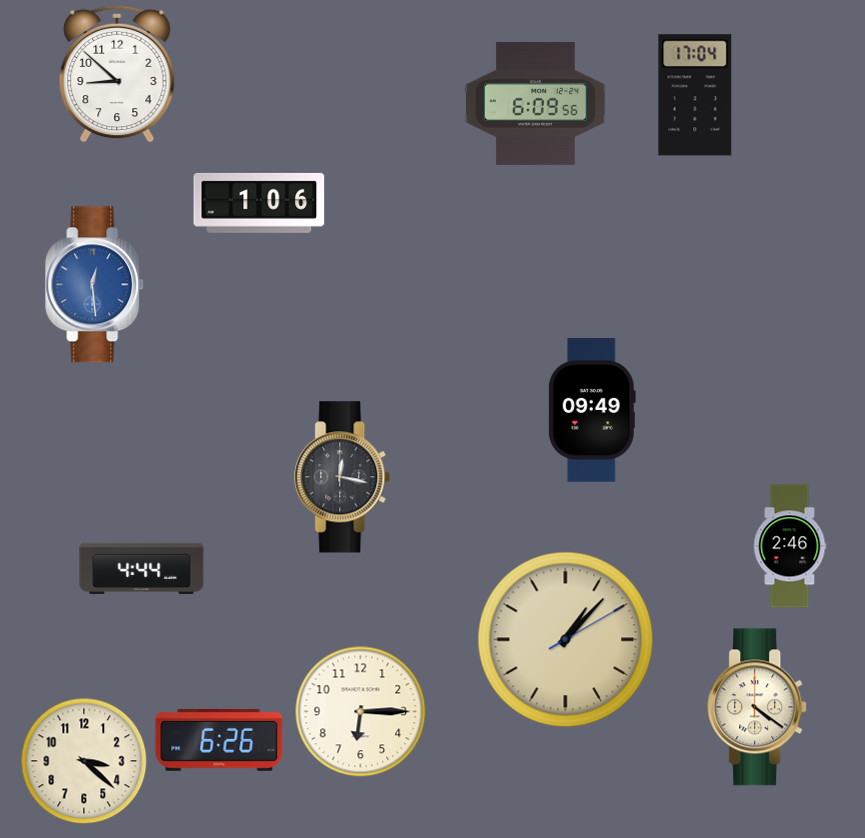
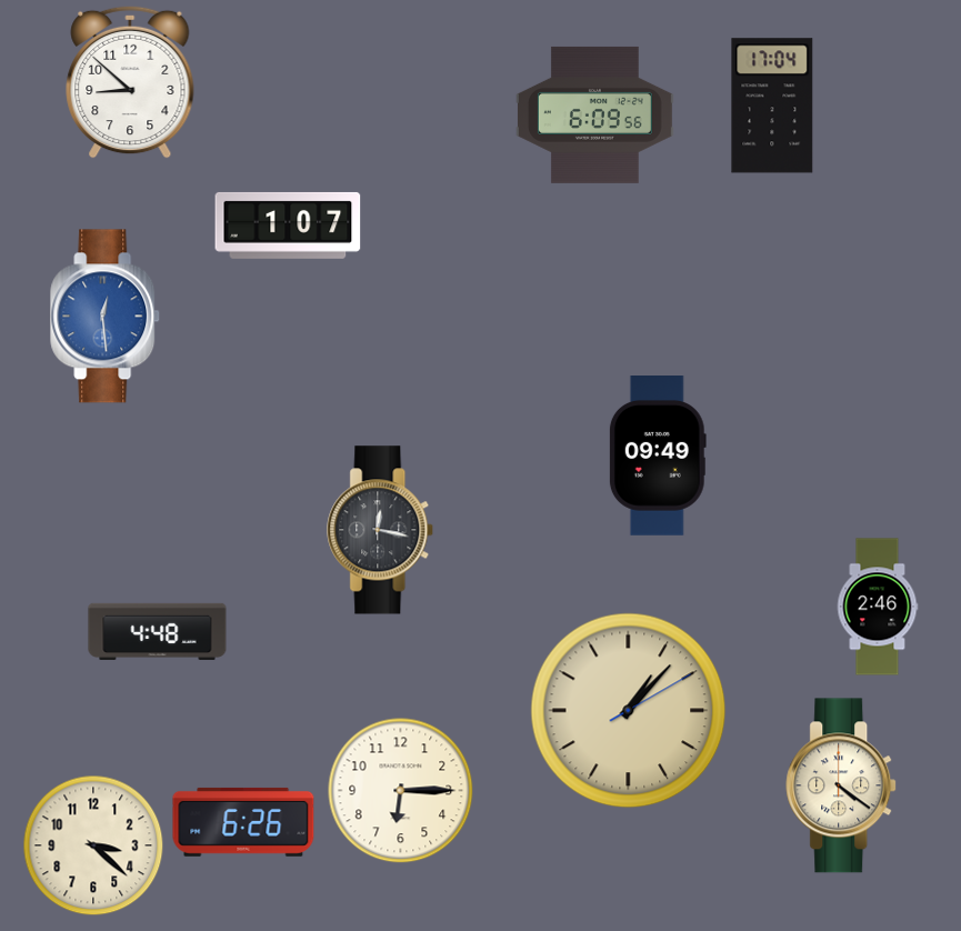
clock at (259, 203): 1:06 -> 1:07
clock at (142, 568): 4:44 -> 4:48
